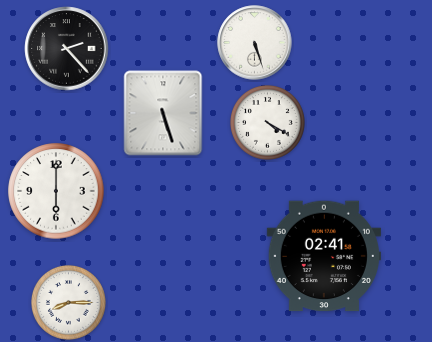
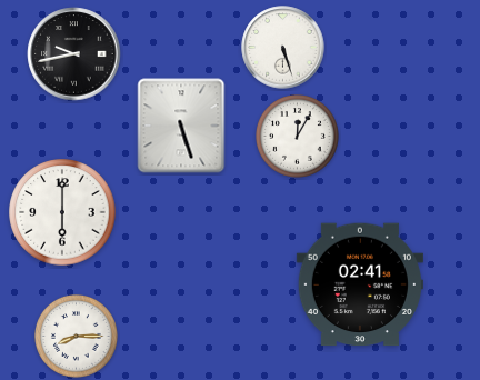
clock at (67, 49): 2:23 -> 9:43
clock at (268, 123): 4:20 -> 12:05
